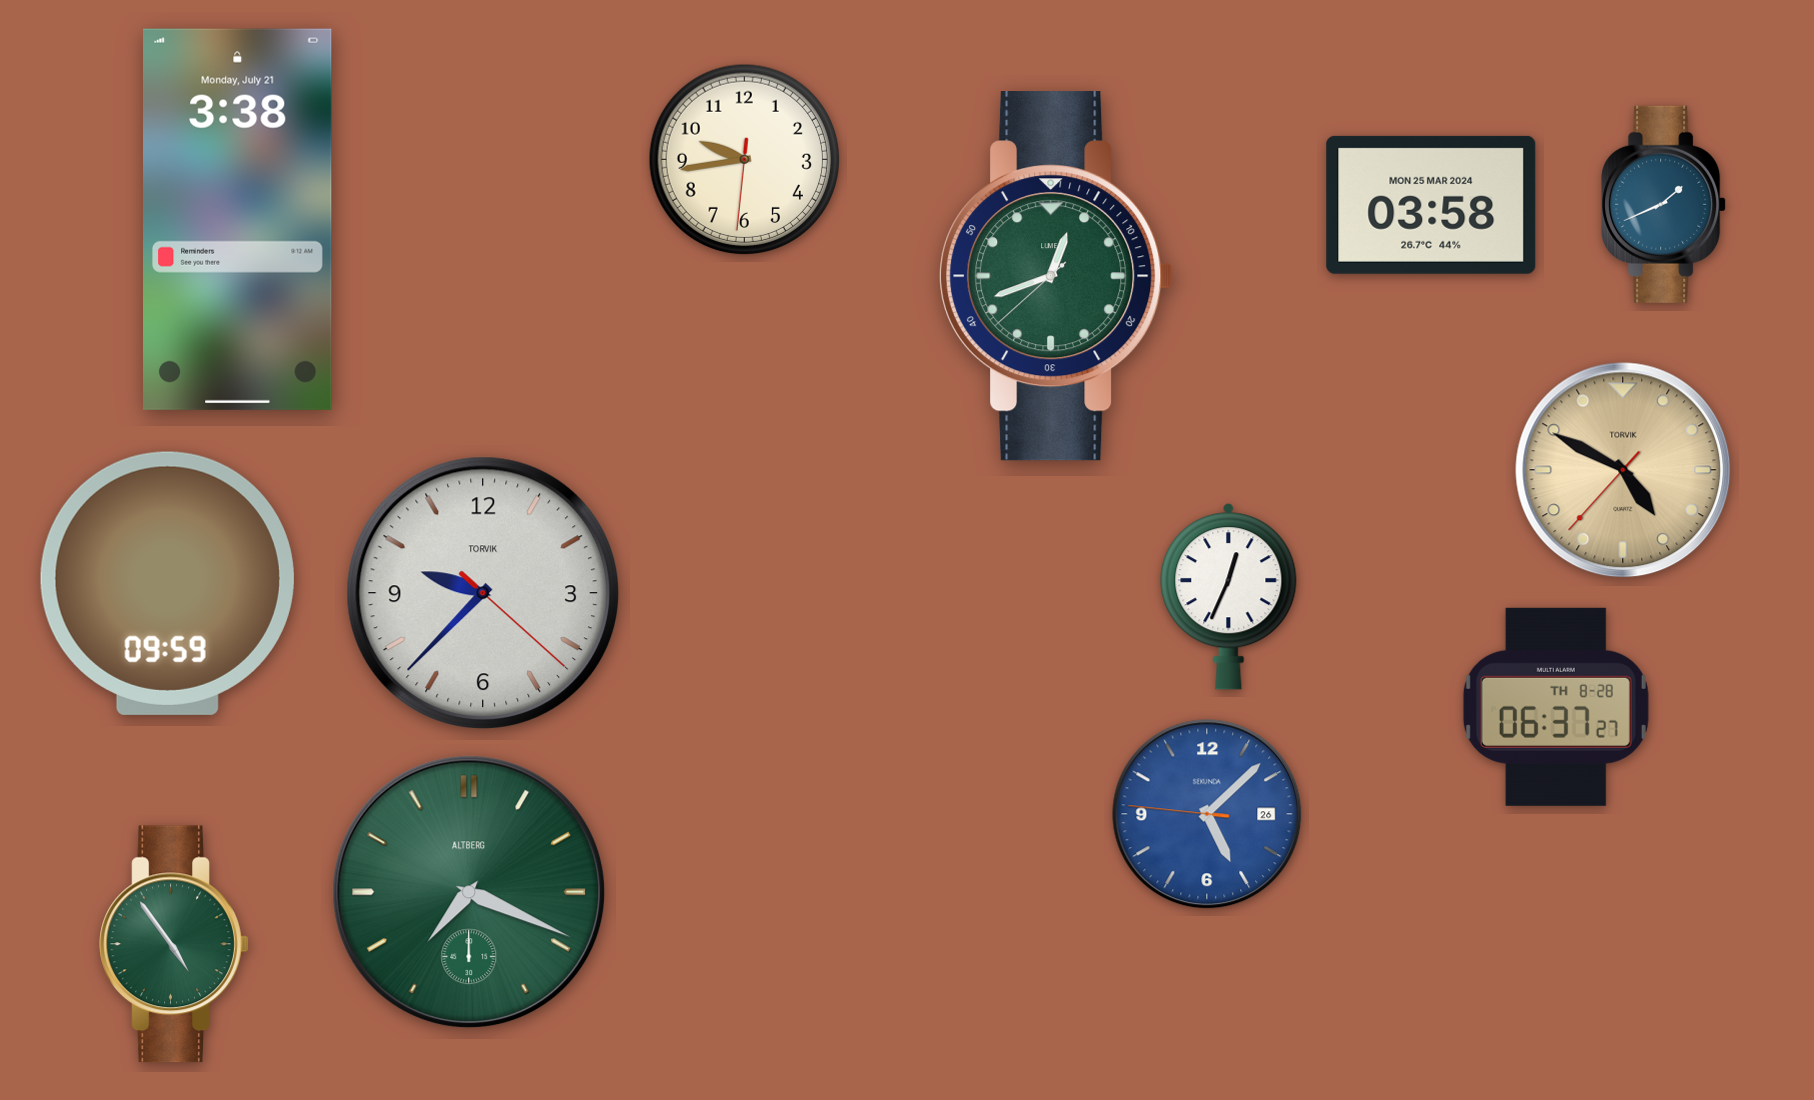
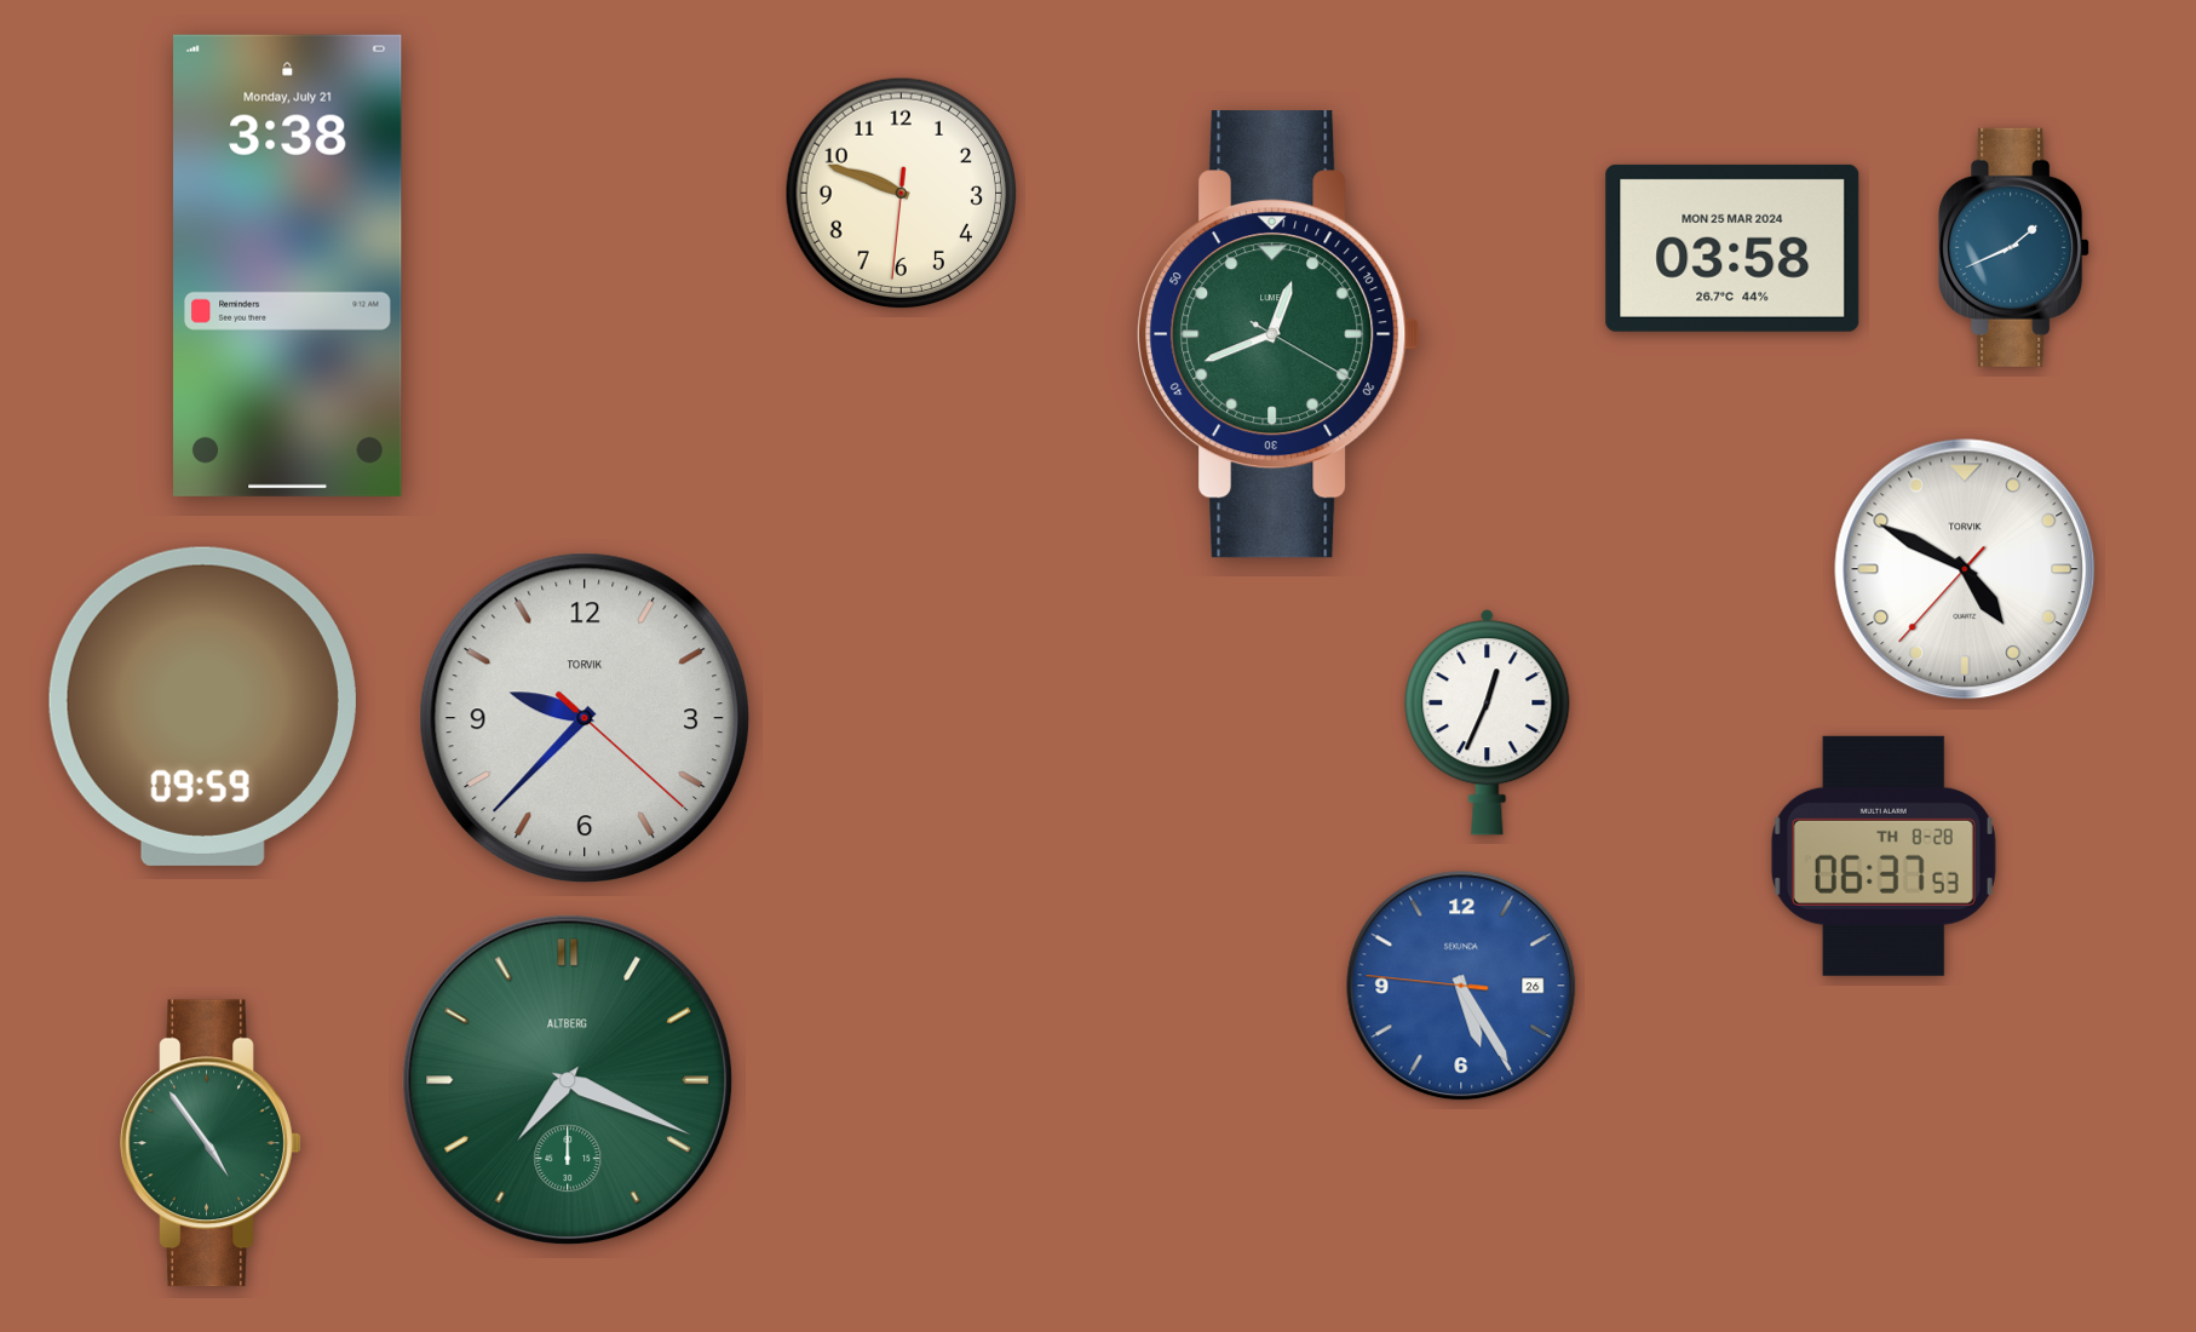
clock at (745, 160): 9:43 -> 9:48
clock at (1056, 276): 12:41:38 -> 12:41:20
clock at (1623, 470) dial: champagne -> white
clock at (1556, 707): 06:37:27 -> 06:37:53
clock at (1207, 814): 5:07 -> 5:24
